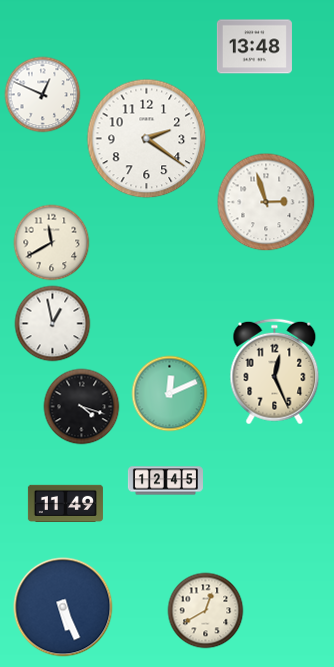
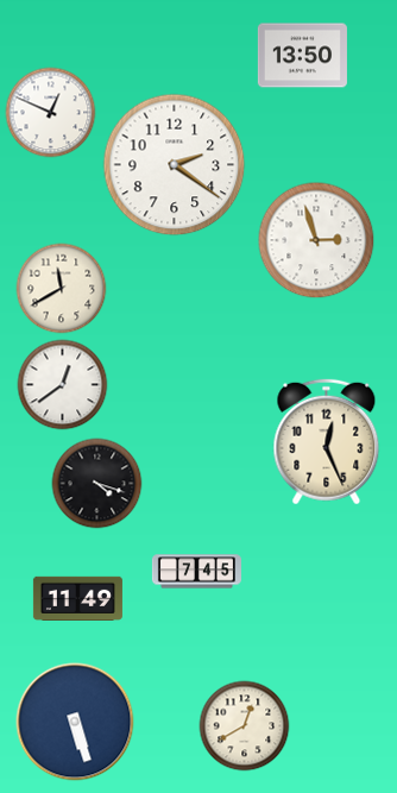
clock at (254, 47): 13:48 -> 13:50
clock at (53, 324): 12:58 -> 12:39
clock at (170, 394): 12:11 -> none
clock at (165, 481): 12:45 -> 7:45
clock at (63, 607): 5:26 -> 5:27
